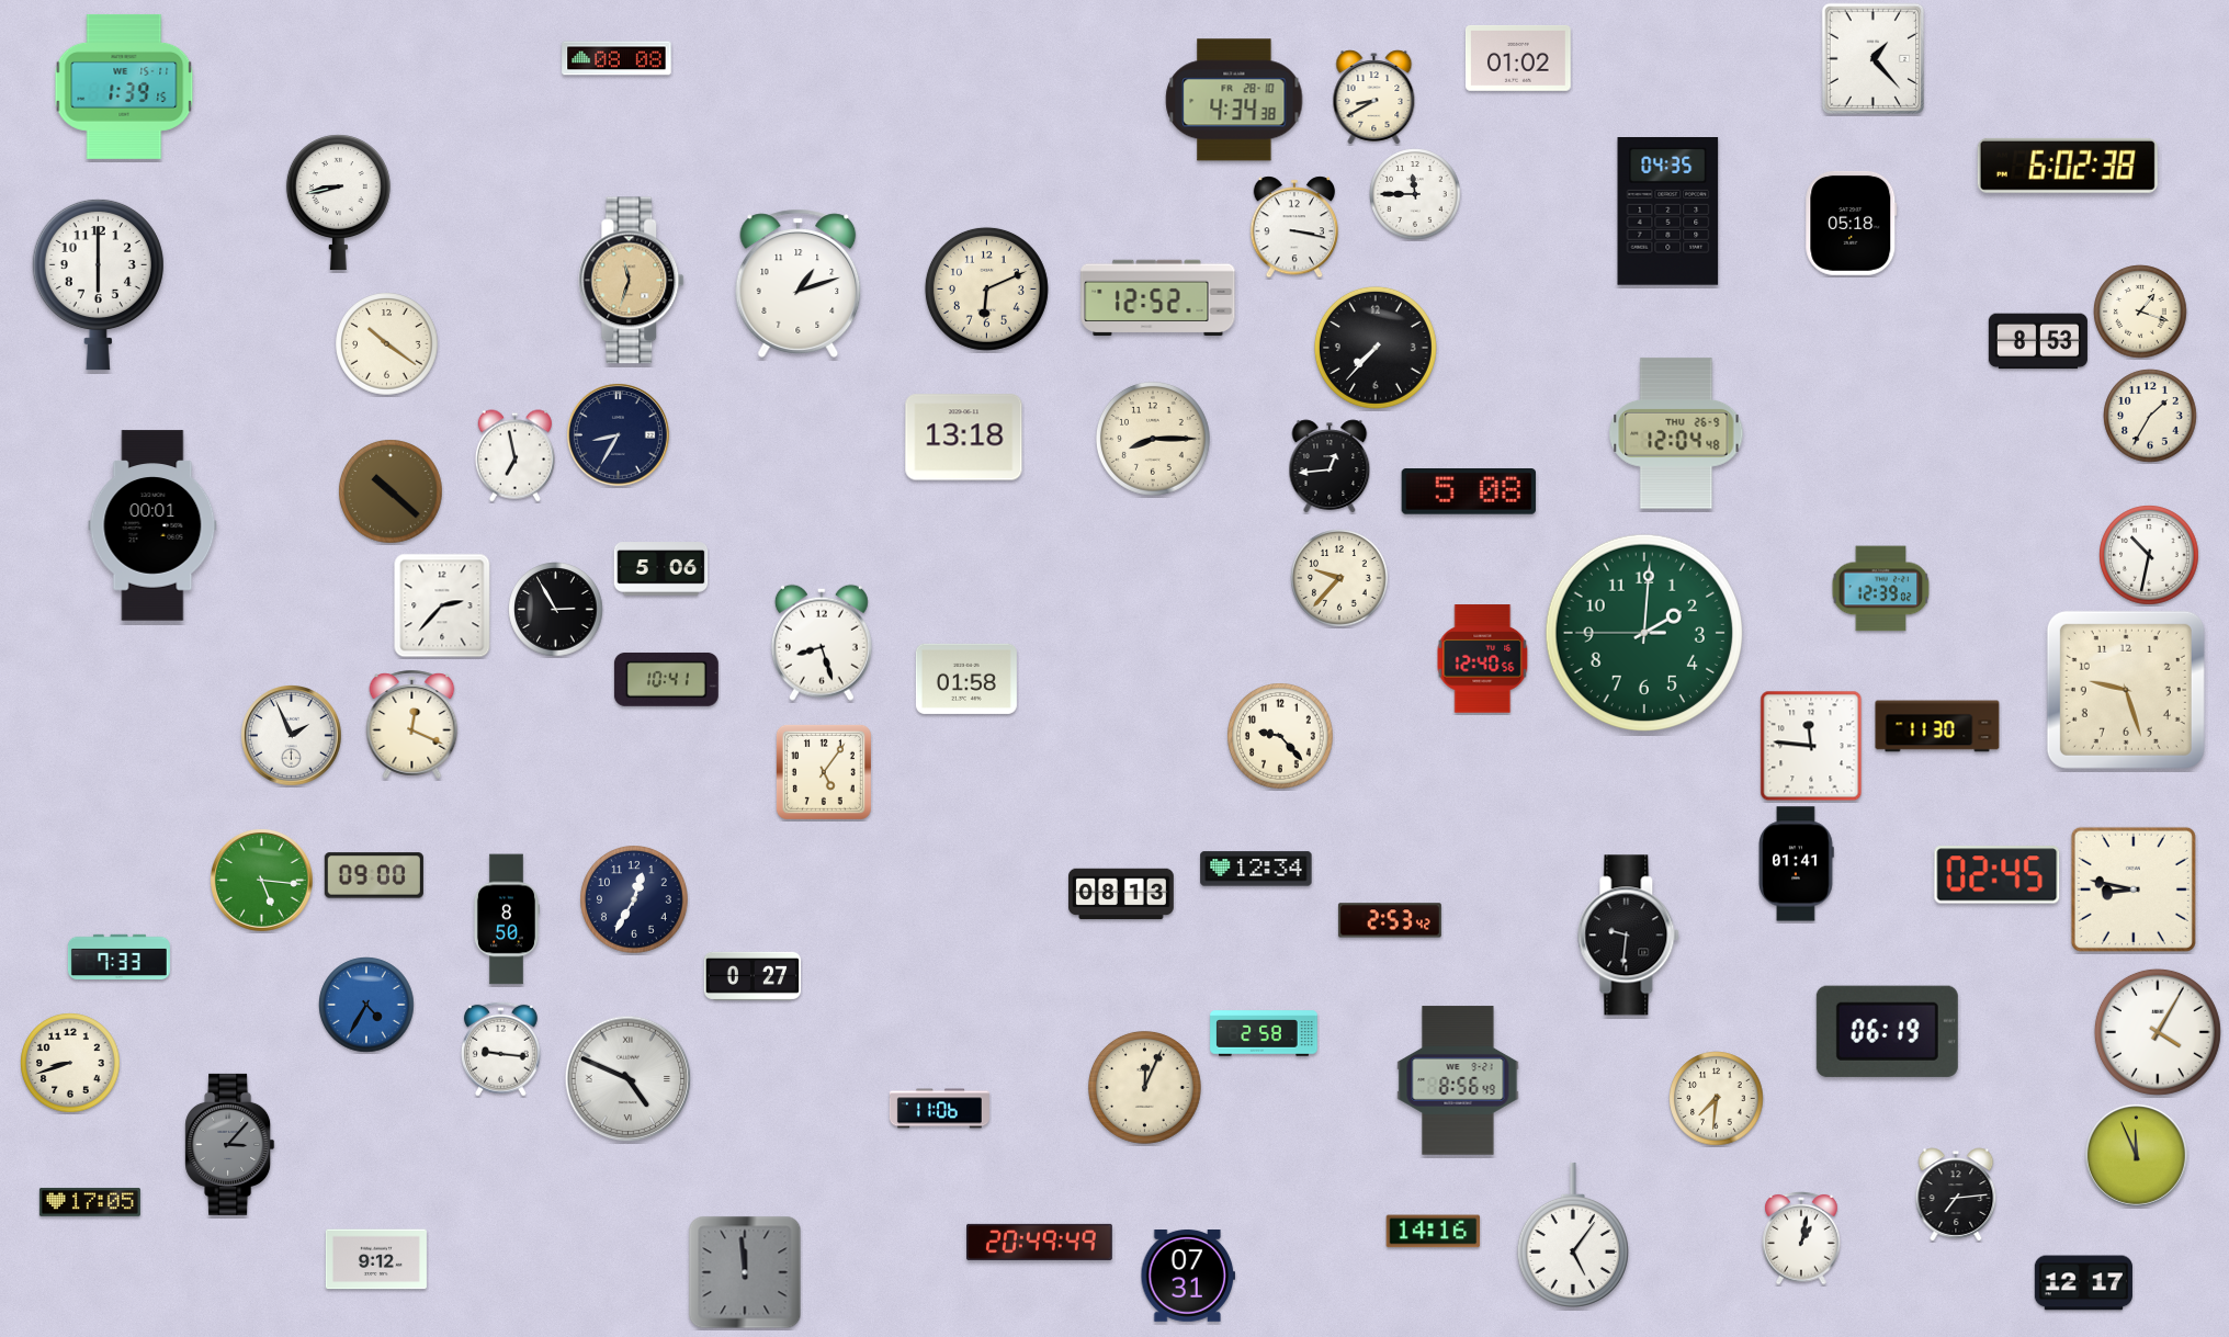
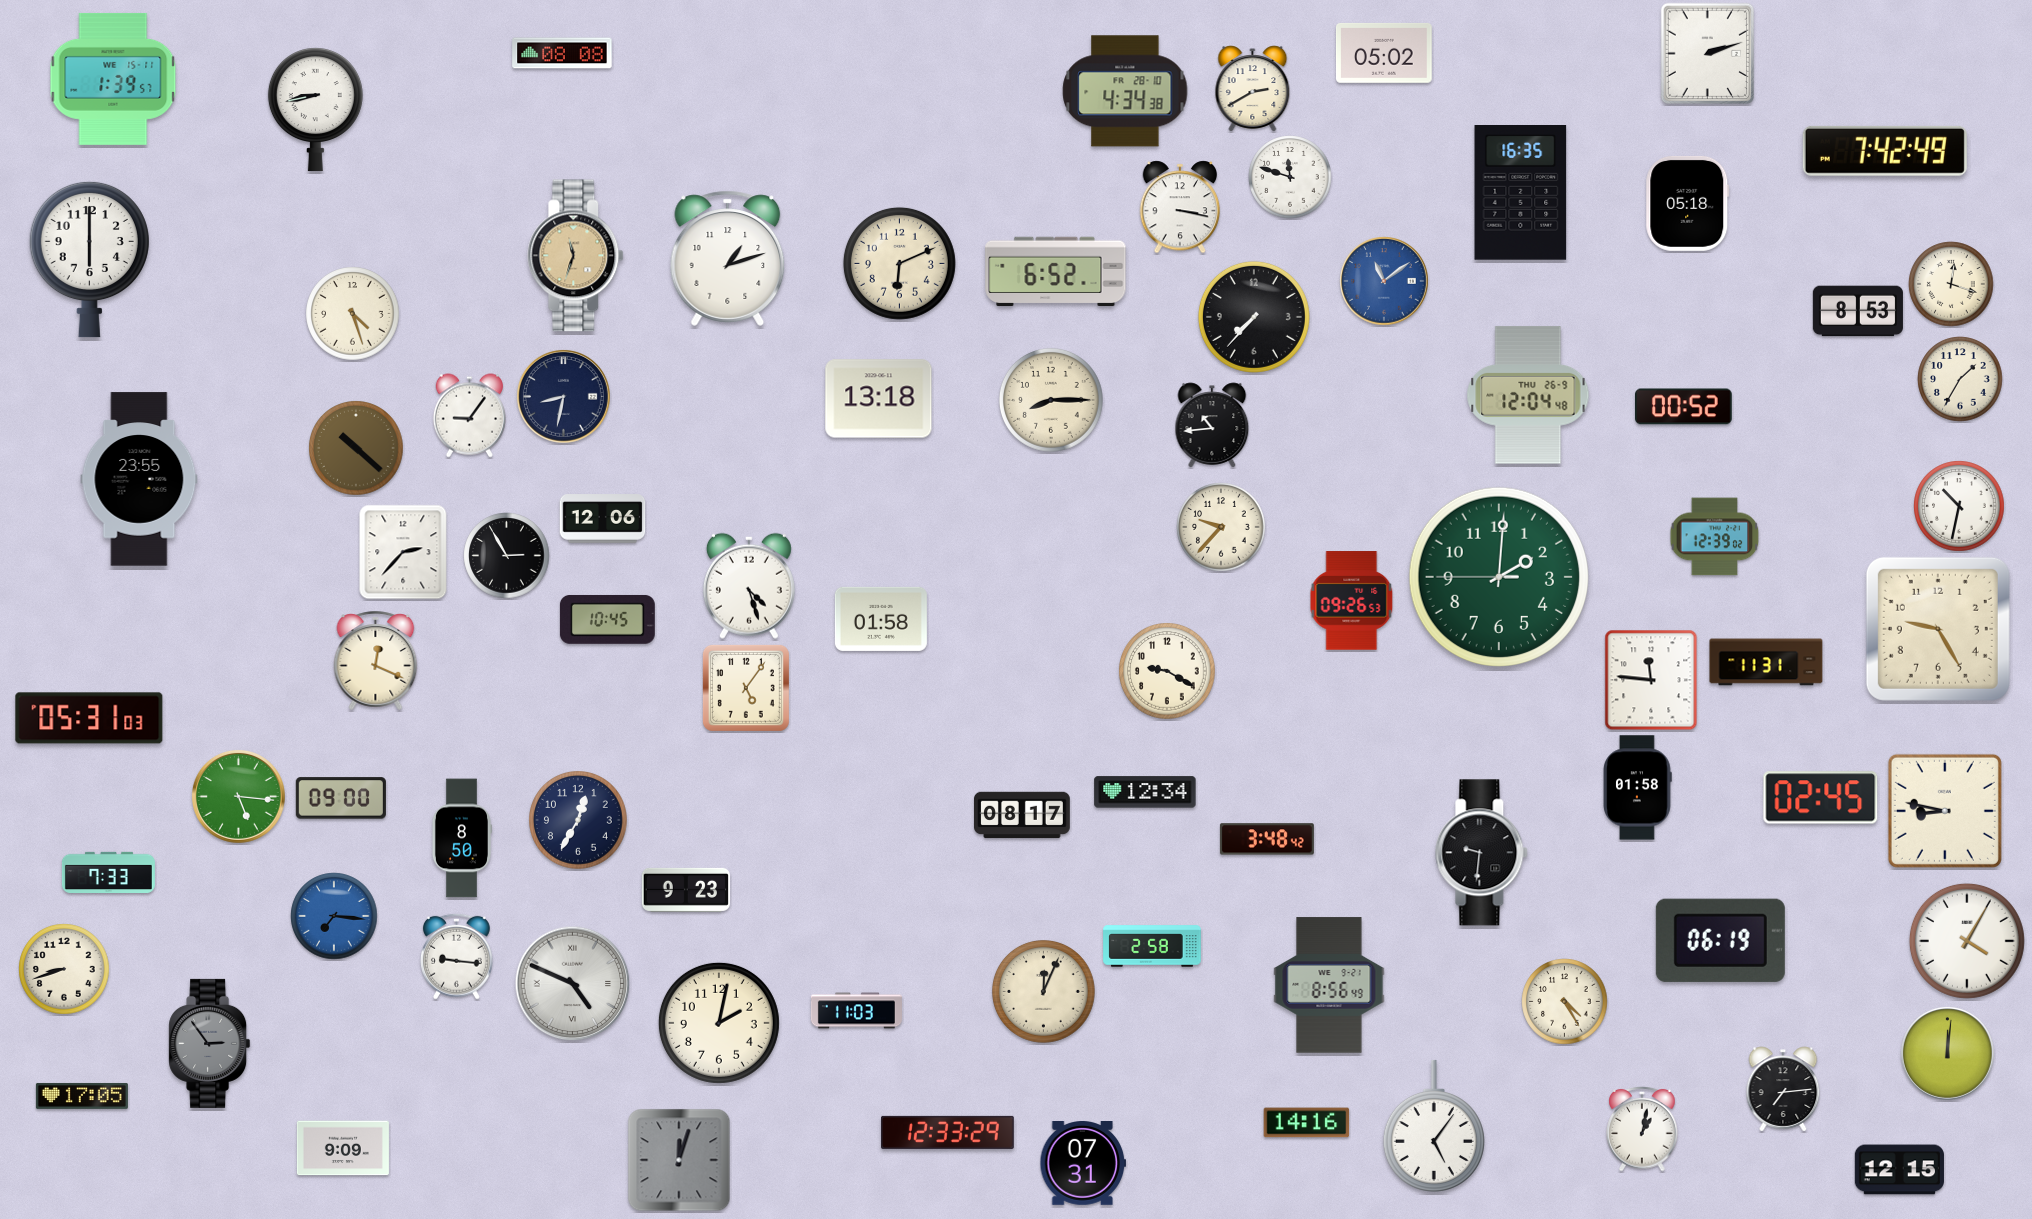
clock at (1518, 58): 01:02 -> 05:02
clock at (1874, 59): 1:23 -> 2:12
clock at (124, 87): 1:39:15 -> 1:39:57
clock at (1374, 98): 8:40 -> 2:40
clock at (2068, 166): 6:02 -> 7:42
clock at (1415, 194): 11:45 -> 11:48
clock at (338, 203) position: (338, 203) -> (315, 110)
clock at (1668, 212): 04:35 -> 16:35
clock at (1158, 298): 12:52 -> 6:52
clock at (1384, 281): none -> 11:09
clock at (2140, 311): 1:18 -> 12:18
clock at (387, 344): 10:21 -> 4:27
clock at (619, 435): 8:35 -> 8:32
clock at (1684, 407): none -> 00:52
clock at (514, 456): 6:58 -> 9:06
clock at (1330, 466): 12:44 -> 10:44
clock at (1469, 492): 5:08 -> none
clock at (152, 525): 00:01 -> 23:55
clock at (661, 569): 5:06 -> 12:06
clock at (822, 643): 8:27 -> 4:27
clock at (1483, 659): 12:40 -> 09:26
clock at (666, 679): 10:41 -> 10:45
clock at (2126, 690): 9:27 -> 9:25
clock at (1937, 726): 11:30 -> 11:31
clock at (292, 736): 1:56 -> none
clock at (1280, 736): 9:23 -> 9:20
clock at (824, 772) position: (824, 772) -> (746, 688)
clock at (89, 718): none -> 05:31
clock at (1796, 864): 01:41 -> 01:58
clock at (262, 881) position: (262, 881) -> (239, 797)
clock at (1122, 894): 08:13 -> 08:17
clock at (1390, 920): 2:53 -> 3:48
clock at (1629, 936) position: (1629, 936) -> (1482, 853)
clock at (751, 976): 0:27 -> 9:23
clock at (366, 1005): 4:35 -> 7:16
clock at (1264, 1033) position: (1264, 1033) -> (1152, 946)
clock at (1717, 1099): 7:31 -> 4:25
clock at (939, 1109): 11:06 -> 11:03
clock at (719, 1023): none -> 2:02
clock at (230, 1144): 3:07 -> 2:54
clock at (2137, 1156): 11:56 -> 12:01
clock at (1040, 1242): 20:49 -> 12:33
clock at (376, 1259): 9:12 -> 9:09
clock at (745, 1272): 11:59 -> 12:03
clock at (2083, 1283): 12:17 -> 12:15
